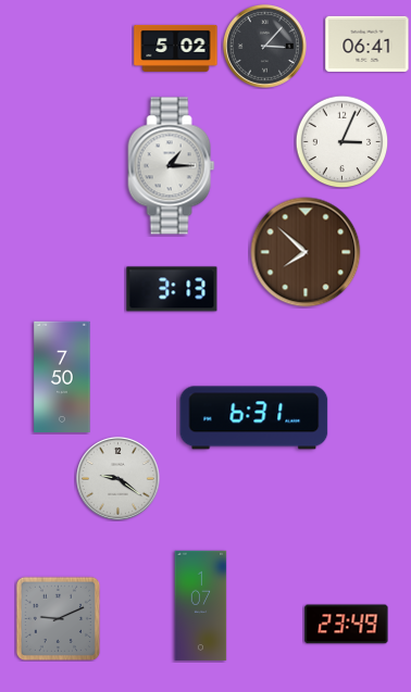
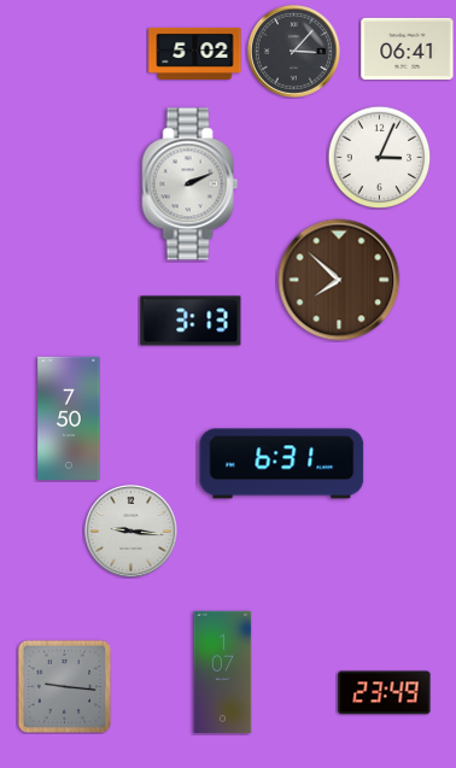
clock at (172, 166): 1:15 -> 2:11
clock at (117, 478): 9:21 -> 9:16
clock at (58, 618): 9:11 -> 9:16
